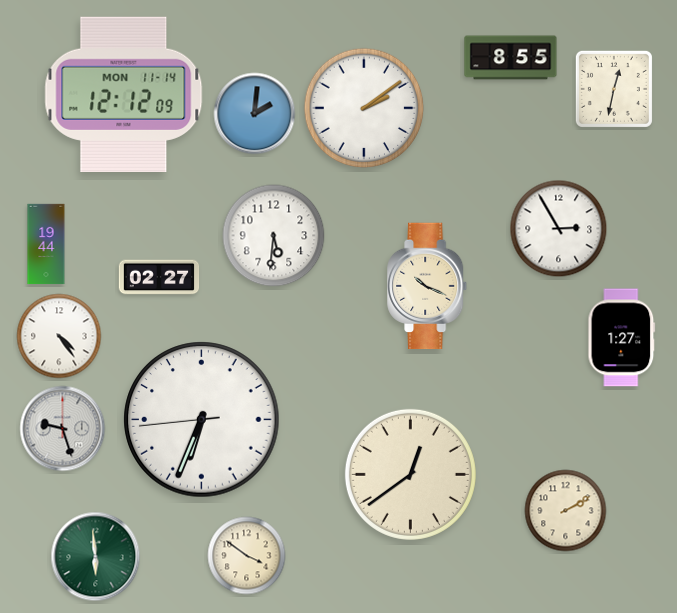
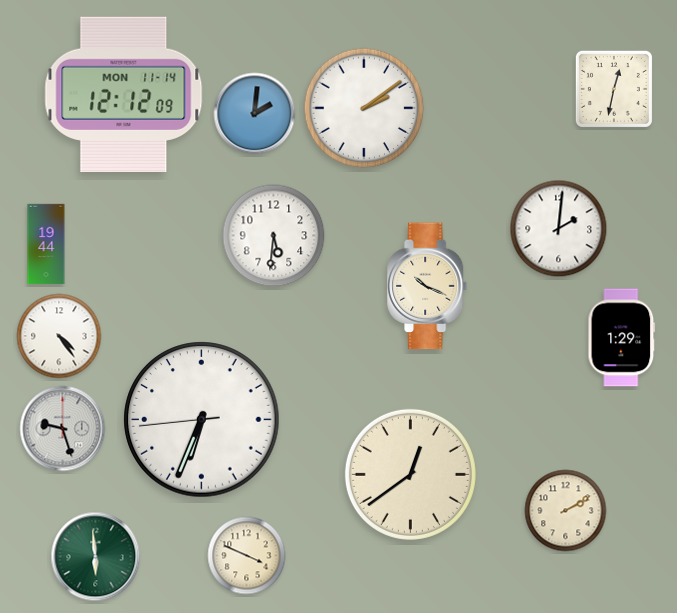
clock at (511, 58): 8:55 -> none
clock at (559, 229): 2:55 -> 2:01
clock at (159, 277): 02:27 -> none
clock at (622, 338): 1:27 -> 1:29
clock at (247, 556): 3:51 -> 3:49
